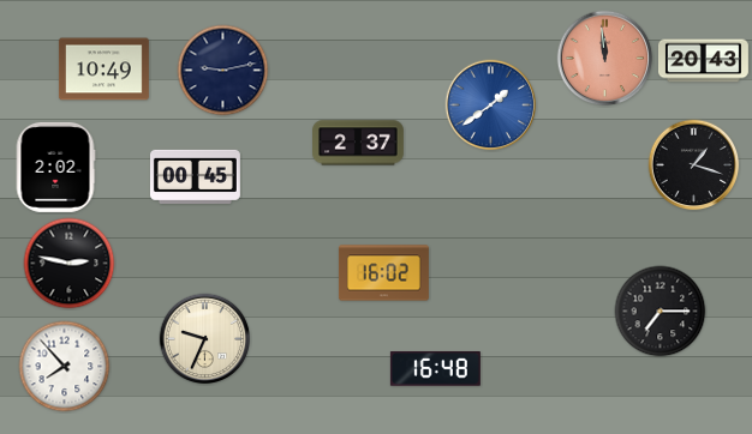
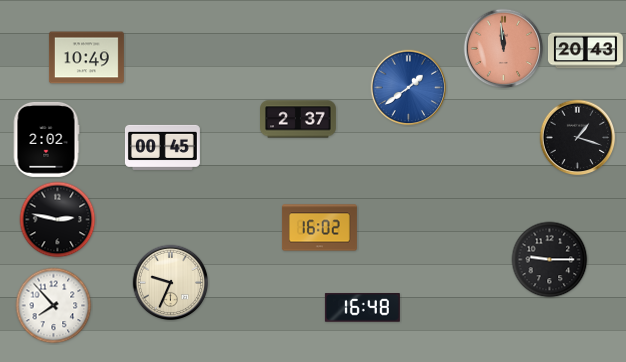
clock at (223, 71): 9:13 -> none
clock at (661, 312): 7:15 -> 9:15
